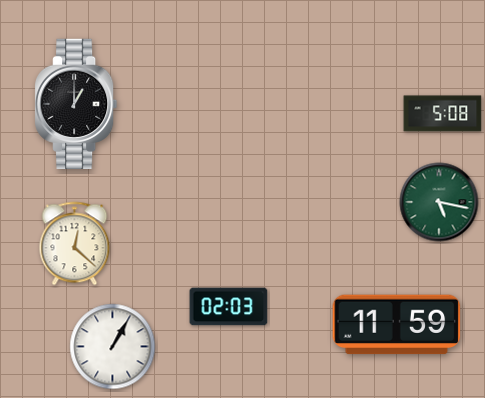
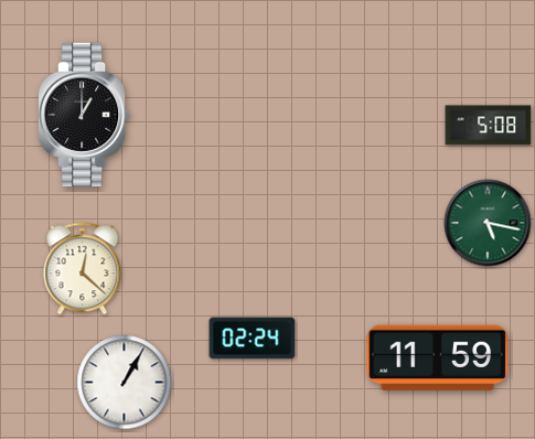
clock at (439, 202) position: (439, 202) -> (488, 223)
clock at (229, 307): 02:03 -> 02:24
